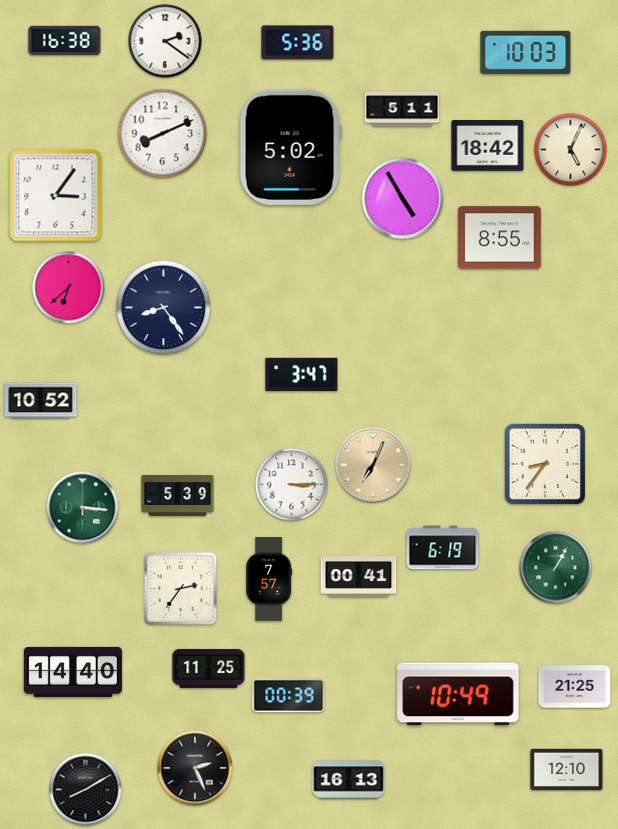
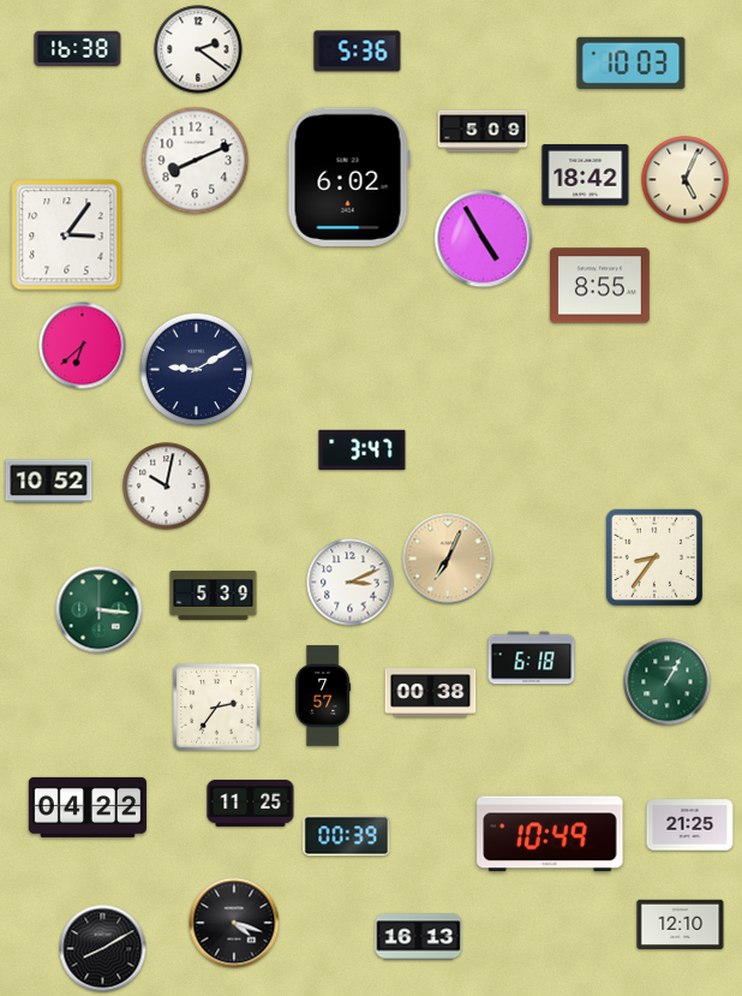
clock at (402, 109): 5:11 -> 5:09
clock at (290, 147): 5:02 -> 6:02
clock at (164, 308): 8:24 -> 9:10
clock at (167, 487): none -> 10:02
clock at (292, 485): 3:15 -> 3:11
clock at (443, 548): 6:19 -> 6:18
clock at (359, 577): 00:41 -> 00:38
clock at (73, 672): 14:40 -> 04:22
clock at (195, 768): 2:26 -> 4:18
